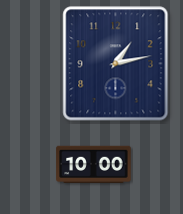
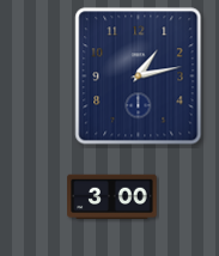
clock at (94, 164): 10:00 -> 3:00
